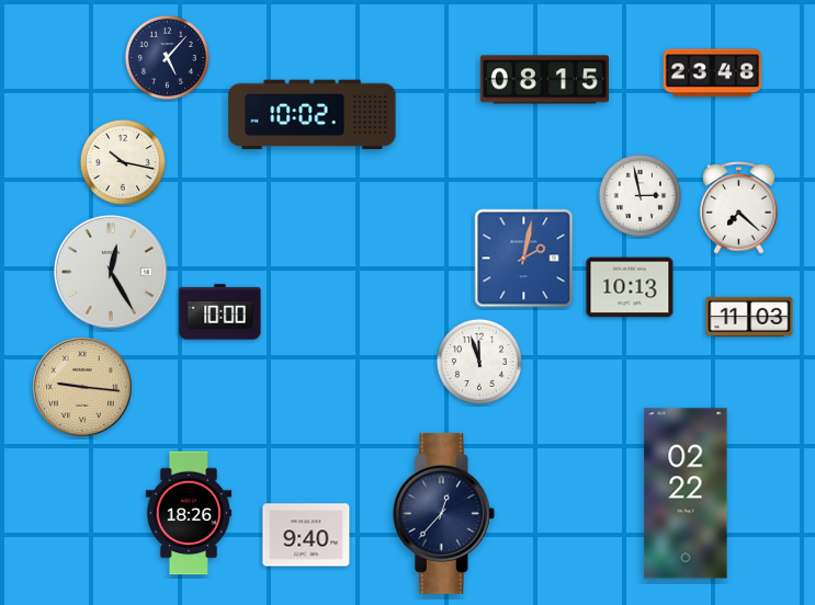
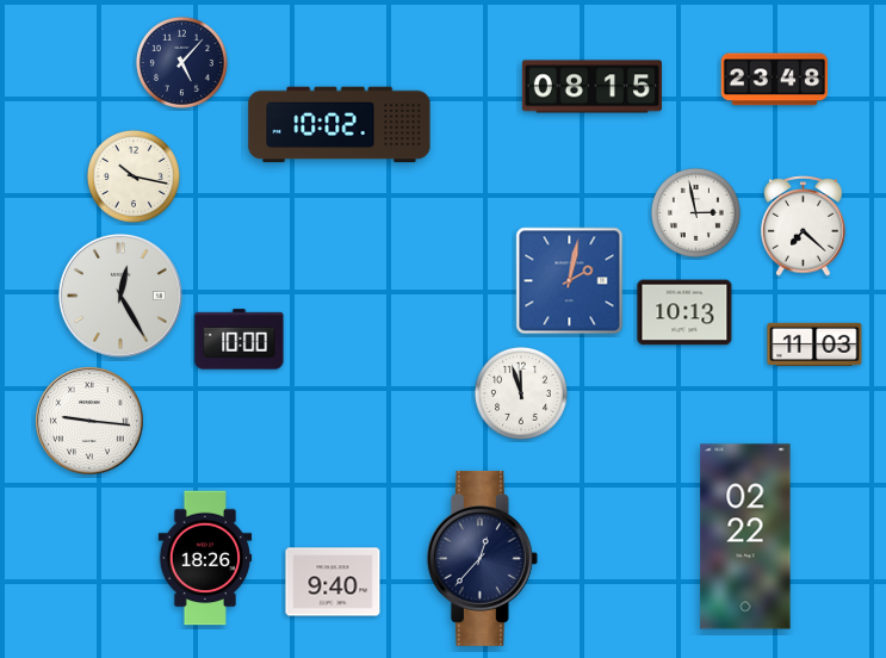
clock at (83, 388) dial: champagne -> white
